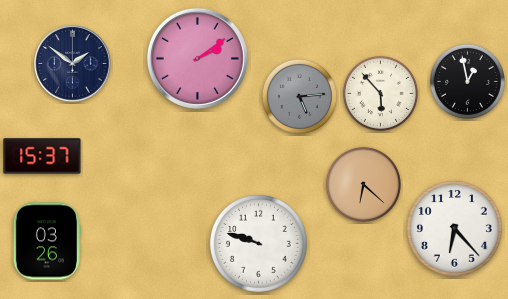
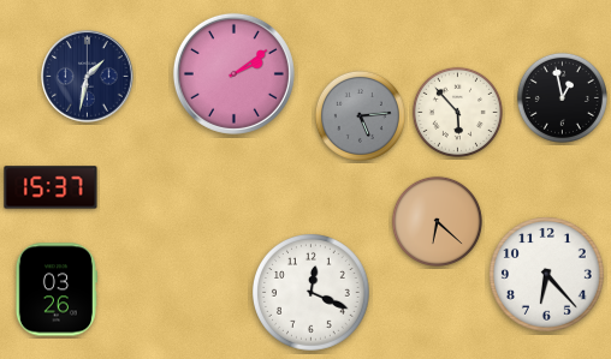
clock at (197, 58) position: (197, 58) -> (233, 73)
clock at (73, 64): 1:51 -> 1:32
clock at (259, 244): 9:48 -> 12:19
